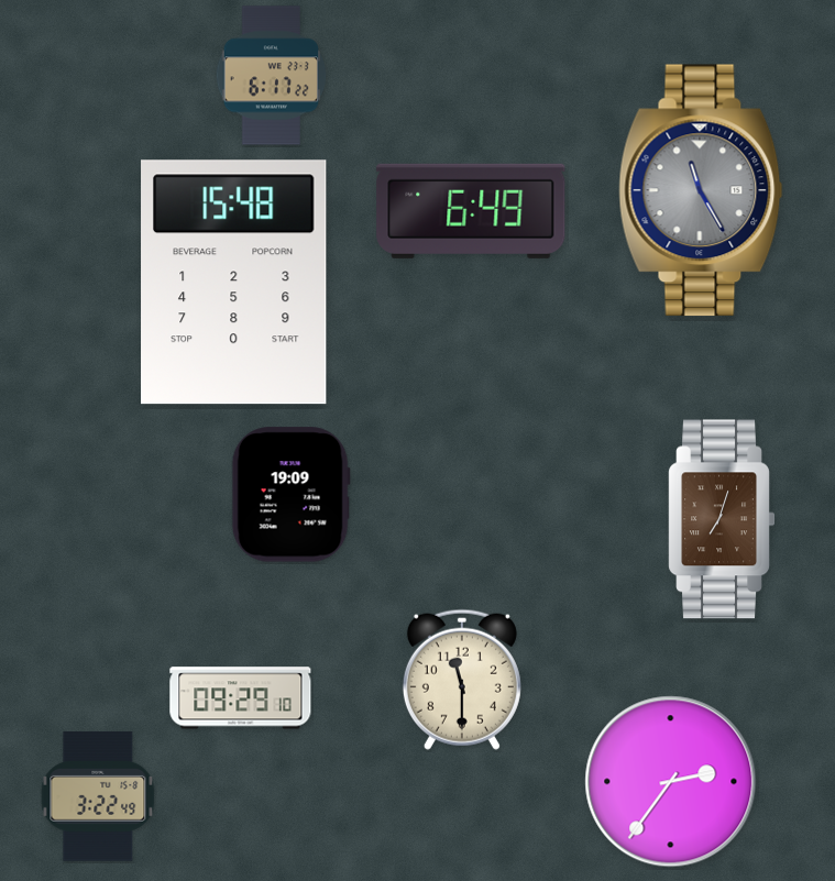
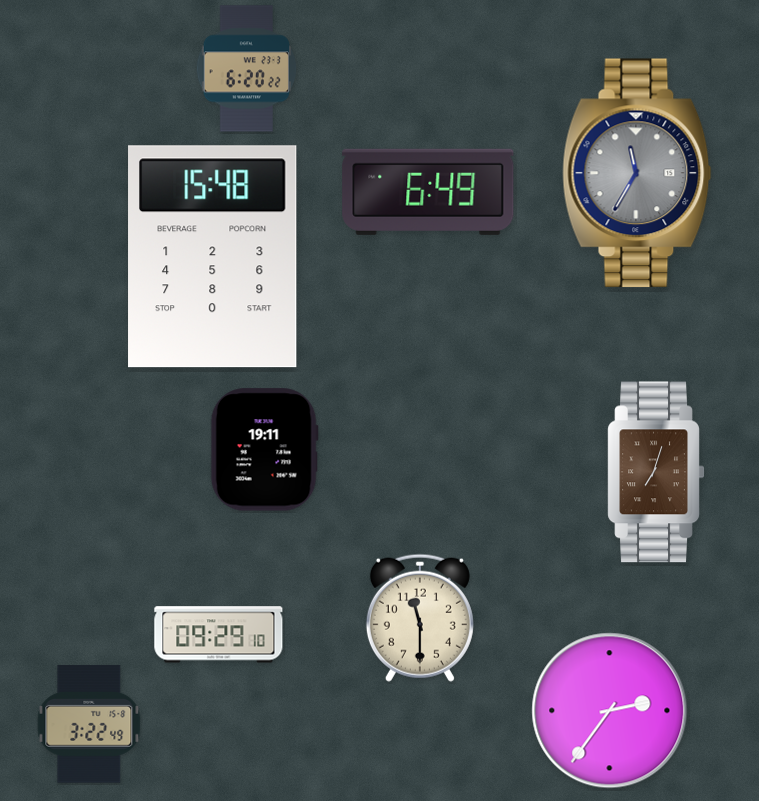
clock at (272, 76): 6:17 -> 6:20
clock at (701, 190): 11:25 -> 11:35
clock at (290, 495): 19:09 -> 19:11
